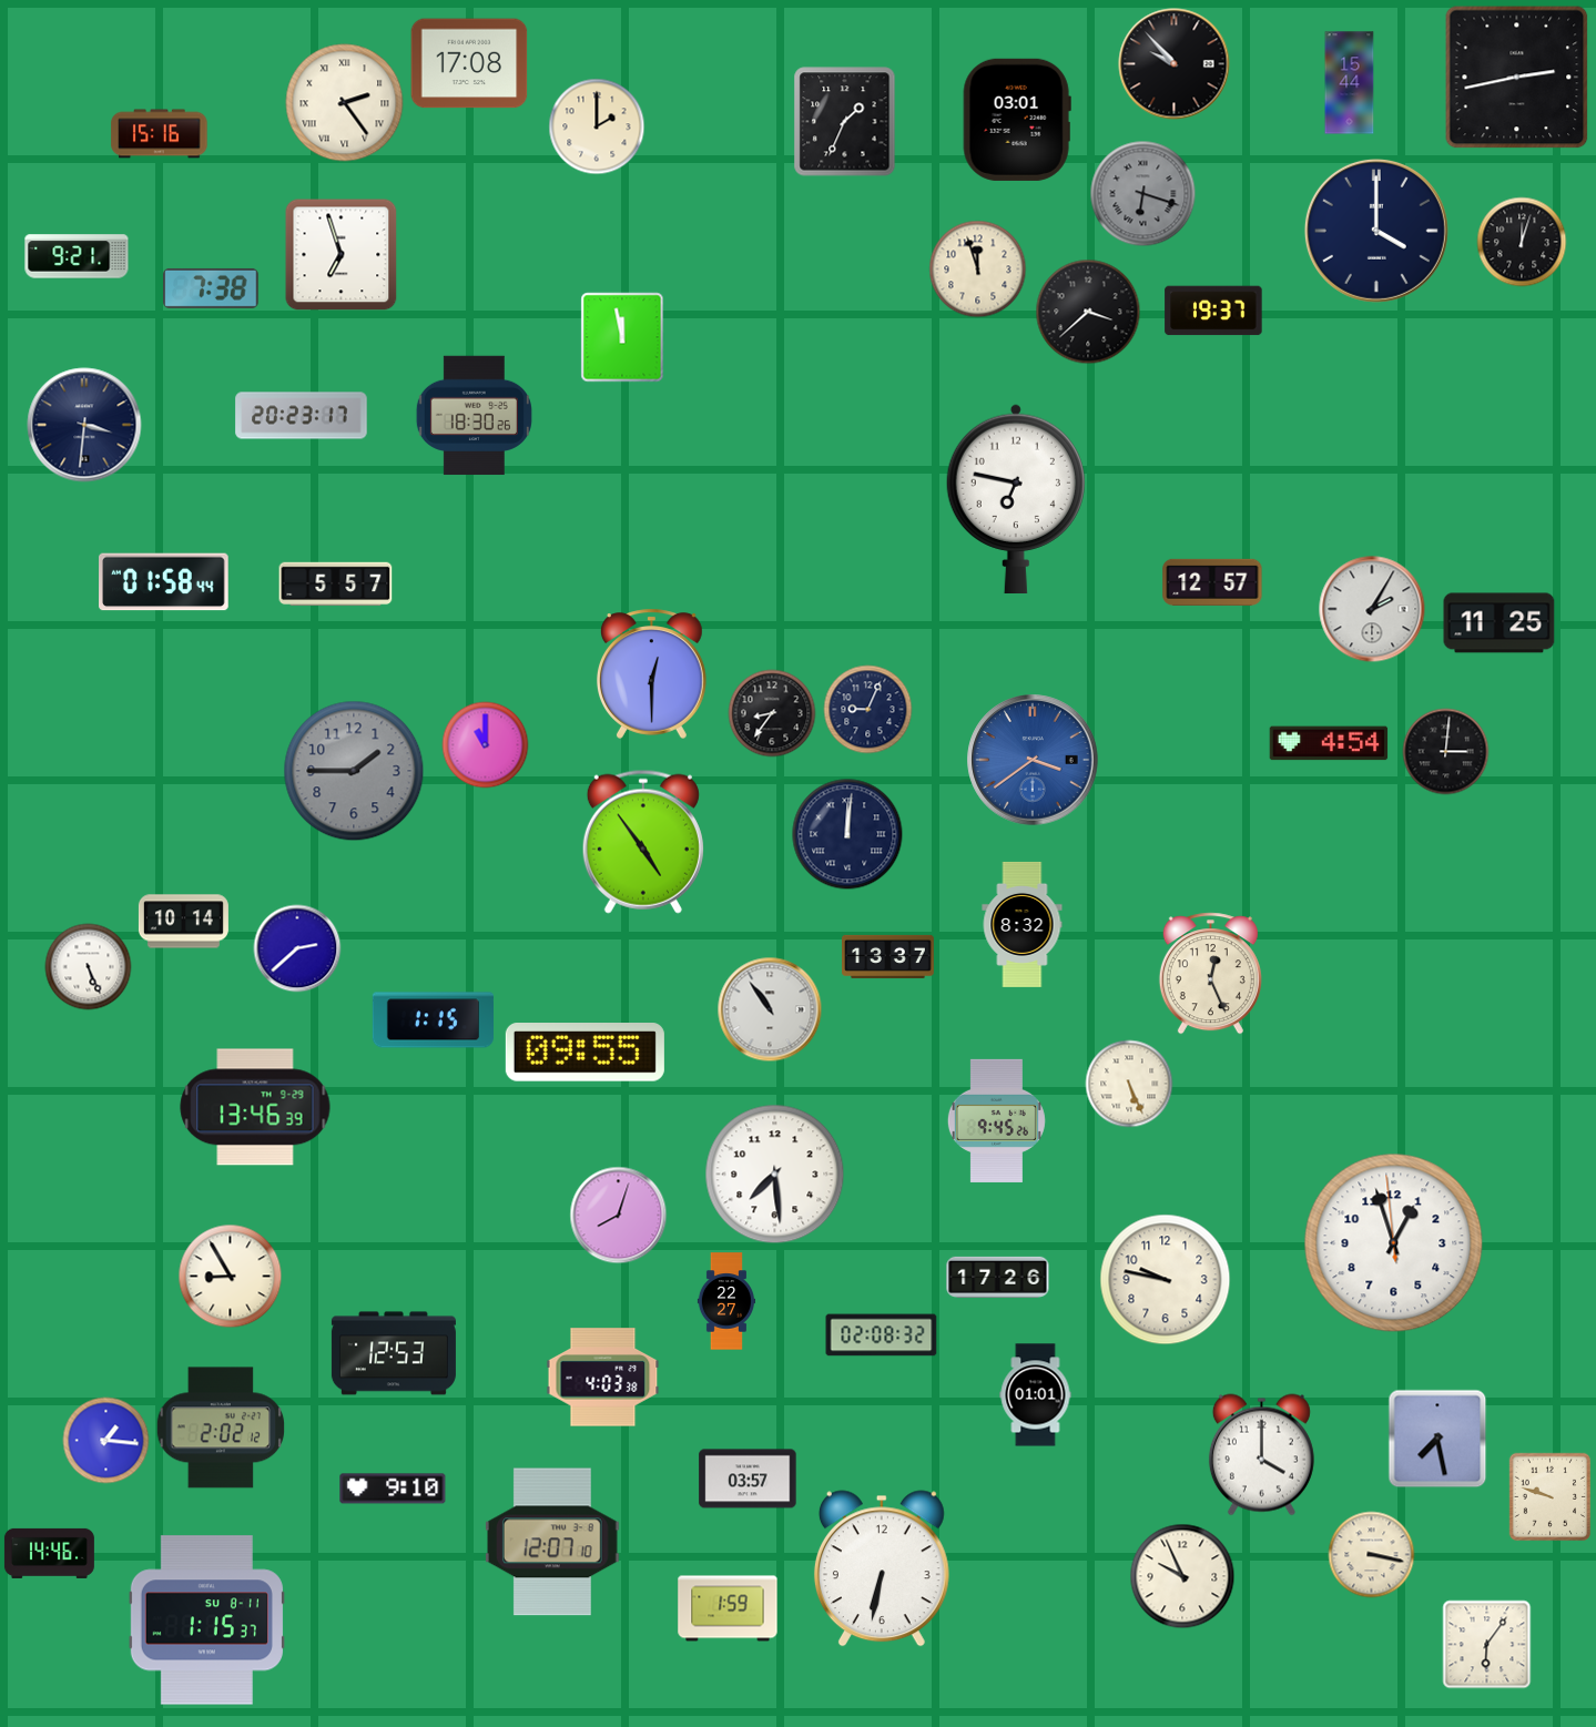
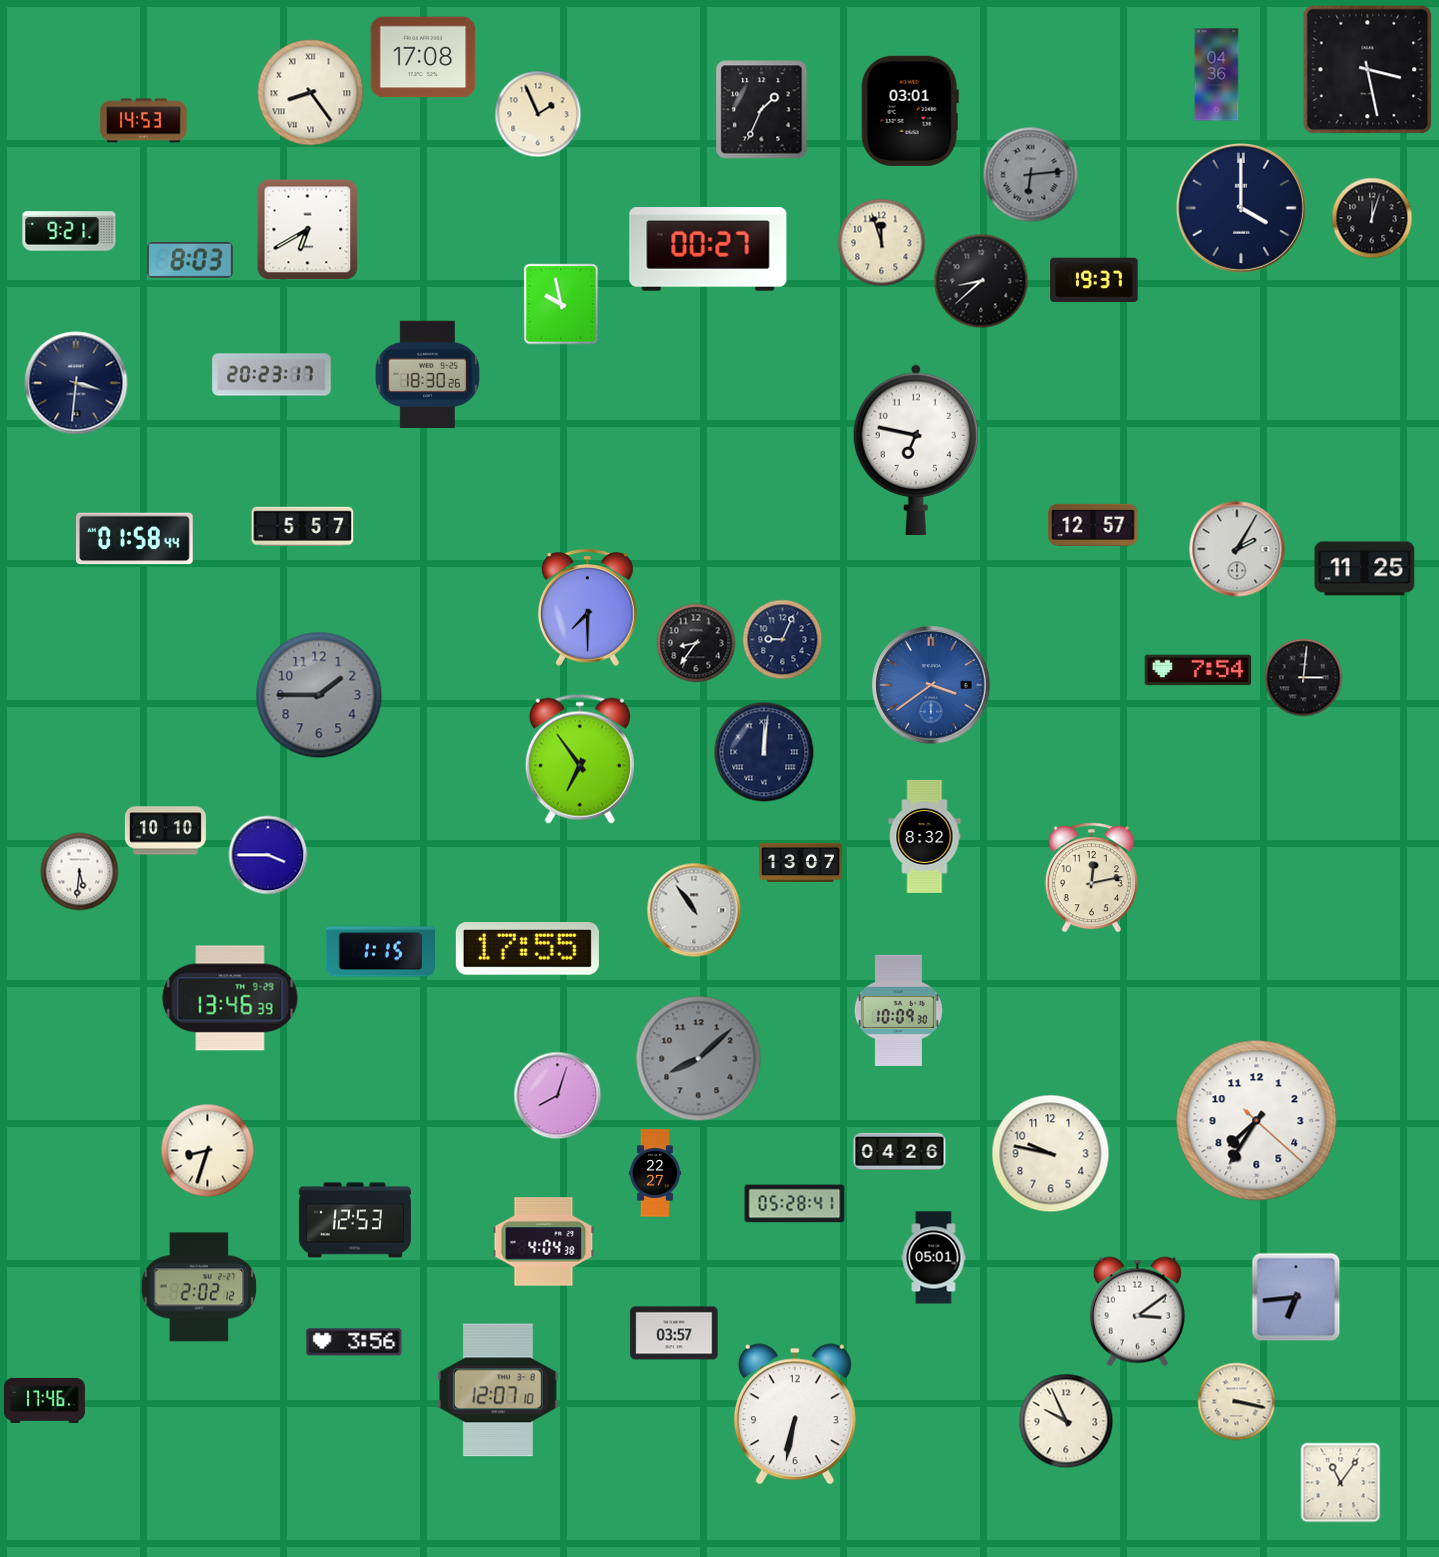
clock at (1175, 64): 9:53 -> none
clock at (1517, 78): 2:43 -> 3:28
clock at (1350, 83): 15:44 -> 04:36
clock at (345, 103): 2:24 -> 8:24
clock at (1017, 120) position: (1017, 120) -> (910, 111)
clock at (597, 126): 2:00 -> 1:56
clock at (160, 134): 15:16 -> 14:53
clock at (1143, 194): 6:18 -> 6:14
clock at (342, 255): 6:57 -> 6:40
clock at (708, 249): none -> 00:27
clock at (211, 288): 7:38 -> 8:03
clock at (1088, 312): 3:38 -> 8:38
clock at (622, 337): 11:58 -> 9:58
clock at (164, 582) position: (164, 582) -> (135, 539)
clock at (1500, 623) position: (1500, 623) -> (1365, 569)
clock at (651, 673): 12:30 -> 7:30
clock at (1329, 743): 4:54 -> 7:54
clock at (486, 745): 11:00 -> none
clock at (643, 842): 4:54 -> 6:54
clock at (183, 922): 10:14 -> 10:10
clock at (1023, 924) position: (1023, 924) -> (925, 836)
clock at (297, 948): 2:38 -> 3:45
clock at (888, 956): 13:37 -> 13:07
clock at (89, 967): 5:26 -> 5:31
clock at (1210, 974): 12:26 -> 12:13
clock at (433, 1020) position: (433, 1020) -> (380, 952)
clock at (584, 1053): 09:55 -> 17:55
clock at (1129, 1084): 5:26 -> none
clock at (996, 1120): 9:45 -> 10:09
clock at (775, 1175): 7:29 -> 8:08
clock at (775, 1175) dial: white -> grey
clock at (1394, 1243): 12:56 -> 7:35
clock at (231, 1277): 8:55 -> 8:33
clock at (998, 1277): 17:26 -> 04:26
clock at (882, 1335): 02:08 -> 05:28
clock at (603, 1378): 4:03 -> 4:04
clock at (1036, 1395): 01:01 -> 05:01
clock at (1437, 1439): 7:28 -> 6:44
clock at (106, 1441): 1:16 -> none
clock at (1261, 1455): 4:00 -> 3:09
clock at (393, 1489): 9:10 -> 3:56
clock at (1551, 1497): 9:48 -> none
clock at (49, 1553): 14:46 -> 17:46
clock at (728, 1608): 1:59 -> none
clock at (206, 1621): 1:15 -> none
clock at (1487, 1645): 6:06 -> 11:06
